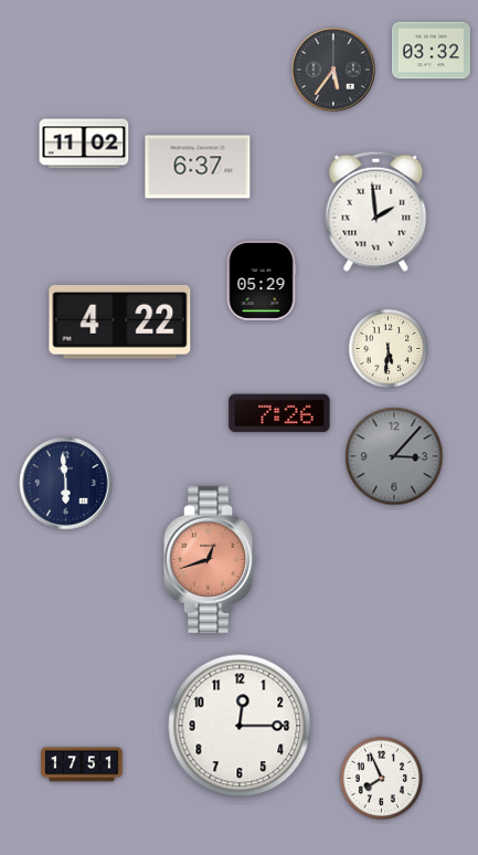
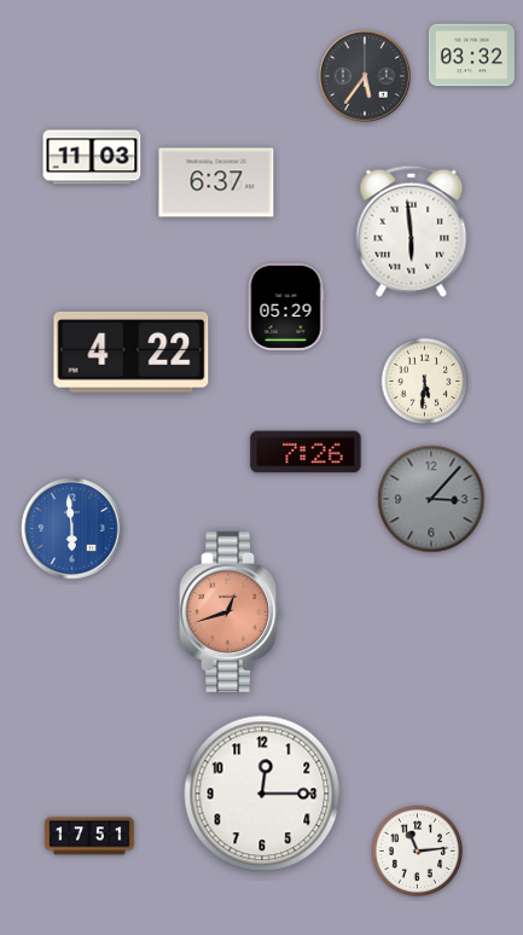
clock at (84, 144): 11:02 -> 11:03
clock at (376, 211): 1:59 -> 5:59
clock at (66, 484) dial: navy -> blue
clock at (382, 779): 7:56 -> 11:14
